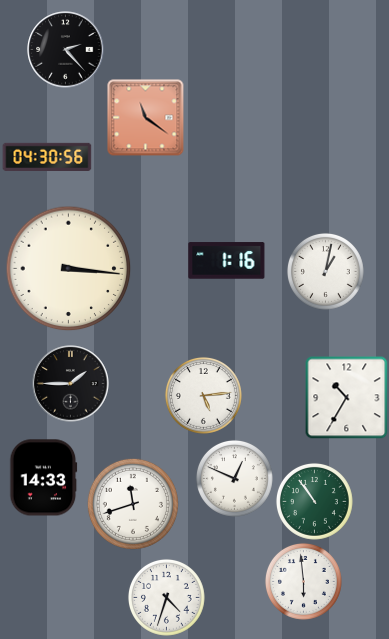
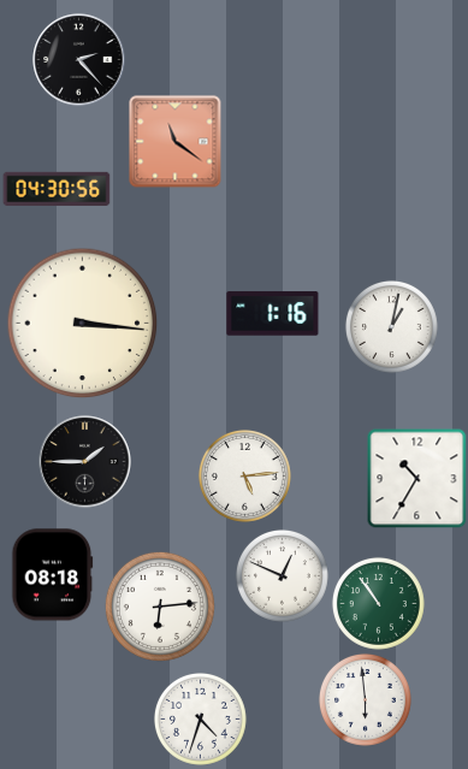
clock at (44, 478): 14:33 -> 08:18
clock at (133, 504): 11:42 -> 6:14
